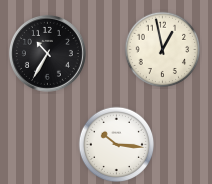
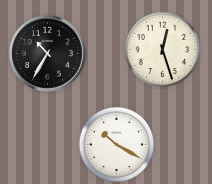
clock at (163, 50): 12:58 -> 12:27
clock at (117, 145): 10:16 -> 10:20
